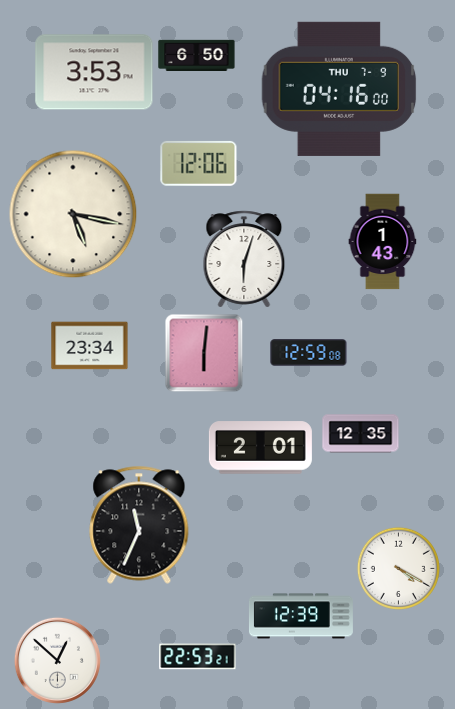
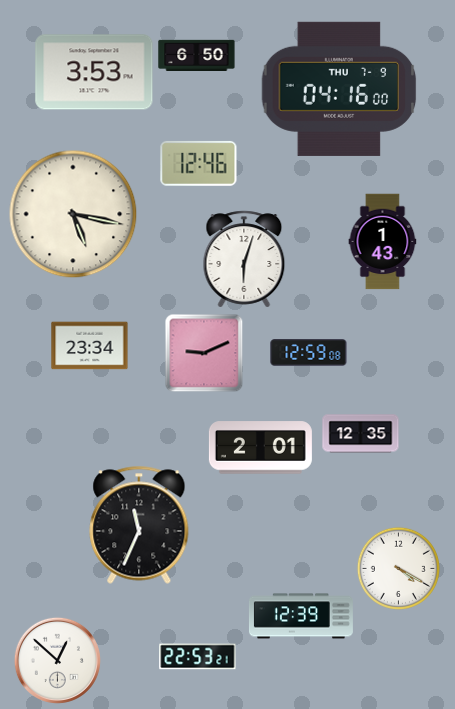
clock at (199, 163): 12:06 -> 12:46
clock at (204, 353): 6:01 -> 9:11
